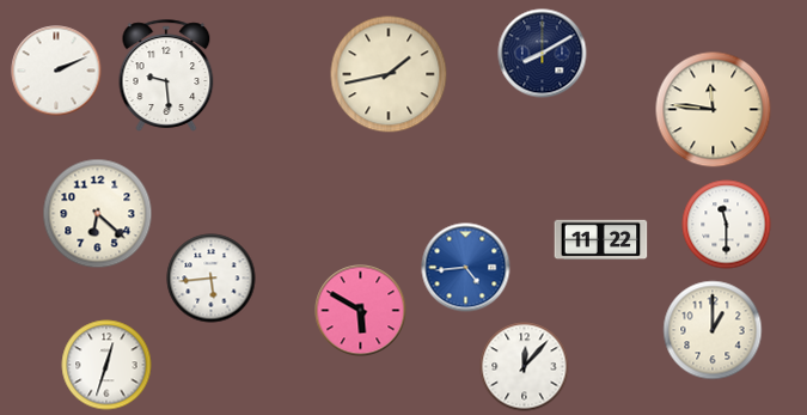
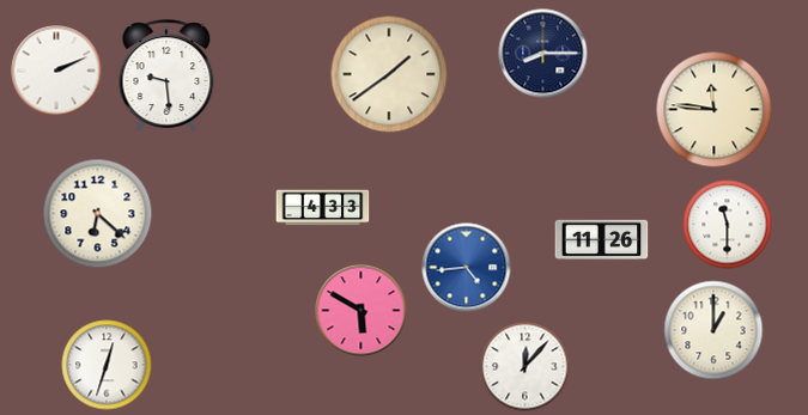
clock at (543, 54): 8:10 -> 8:15
clock at (389, 74): 1:43 -> 1:39
clock at (323, 208): none -> 4:33
clock at (601, 240): 11:22 -> 11:26
clock at (212, 279): 5:44 -> none
